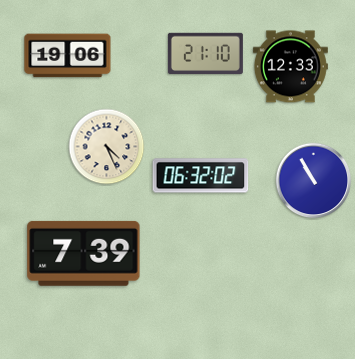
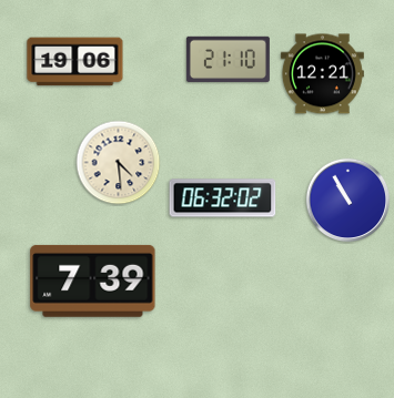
clock at (290, 67): 12:33 -> 12:21
clock at (107, 147): 4:26 -> 4:29
clock at (201, 176) position: (201, 176) -> (223, 198)
